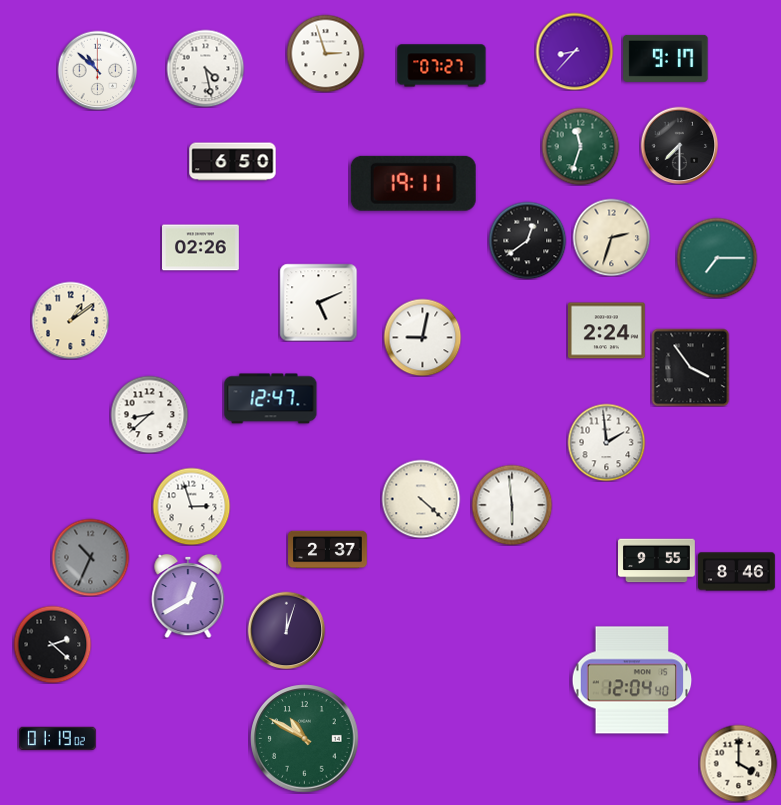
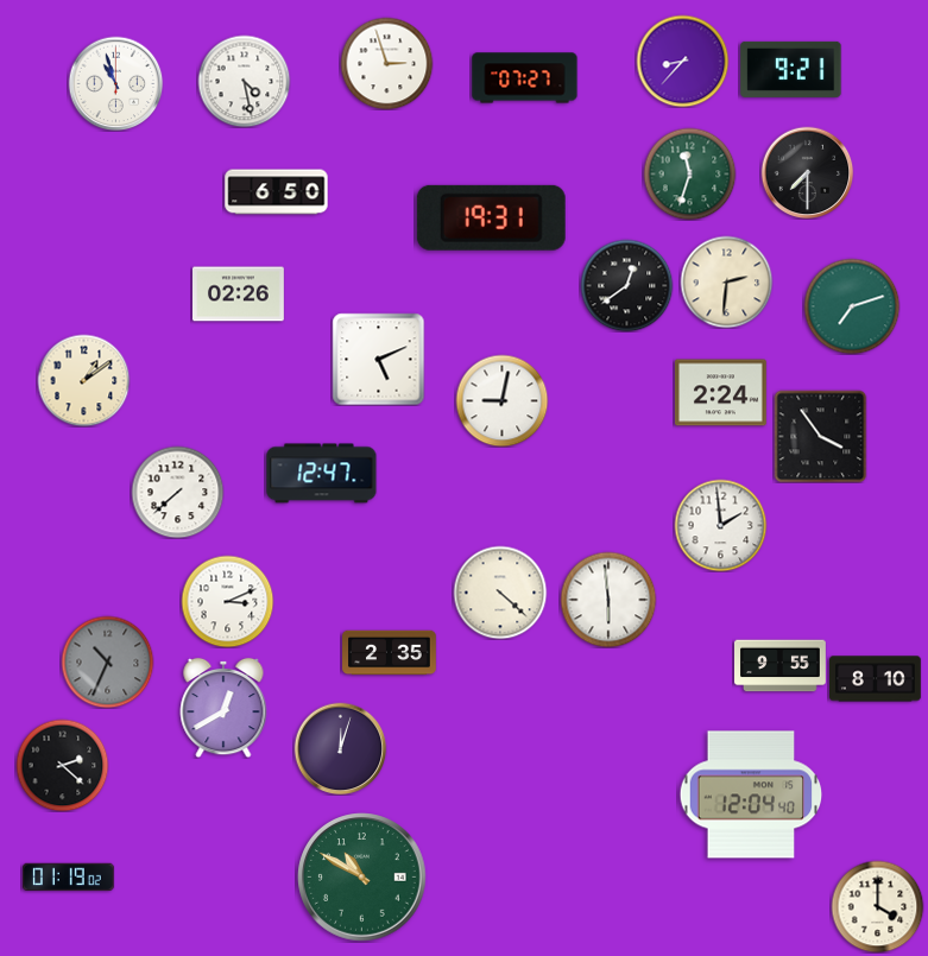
clock at (666, 58): 9:17 -> 9:21
clock at (97, 70): 10:52 -> 10:57
clock at (413, 183): 19:11 -> 19:31
clock at (611, 237): 2:33 -> 2:31
clock at (717, 258): 7:15 -> 7:12
clock at (149, 414): 8:38 -> 7:38
clock at (191, 506): 2:57 -> 3:11
clock at (328, 550): 2:37 -> 2:35
clock at (737, 572): 8:46 -> 8:10
clock at (632, 680) position: (632, 680) -> (751, 794)
